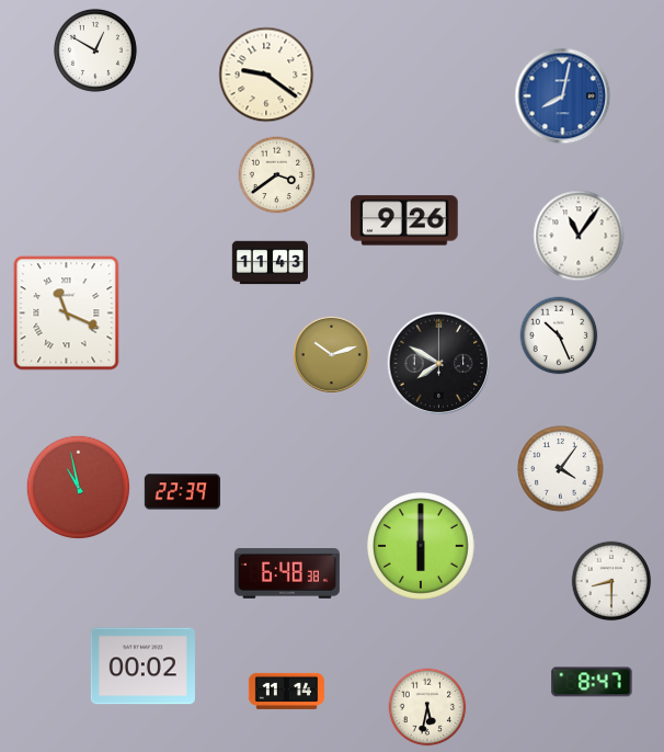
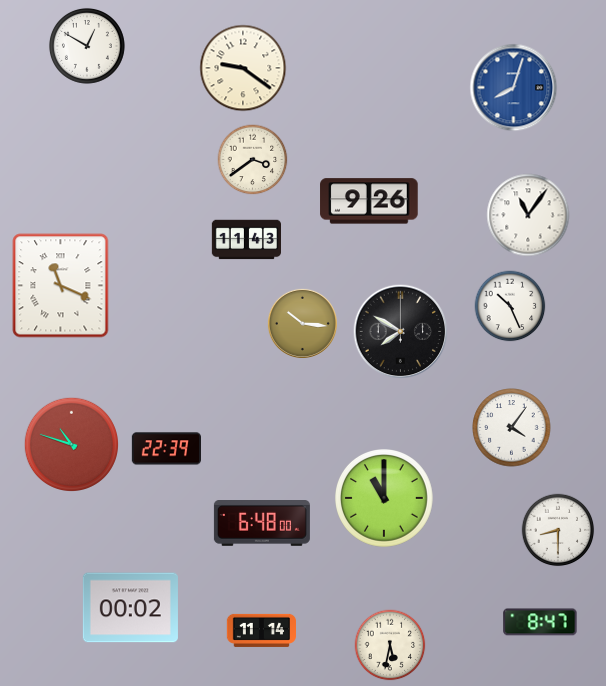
clock at (563, 96): 8:02 -> 8:03
clock at (331, 354): 10:12 -> 10:16
clock at (78, 487): 10:58 -> 10:48
clock at (422, 547): 6:00 -> 11:00
clock at (287, 574): 6:48:38 -> 6:48:00
